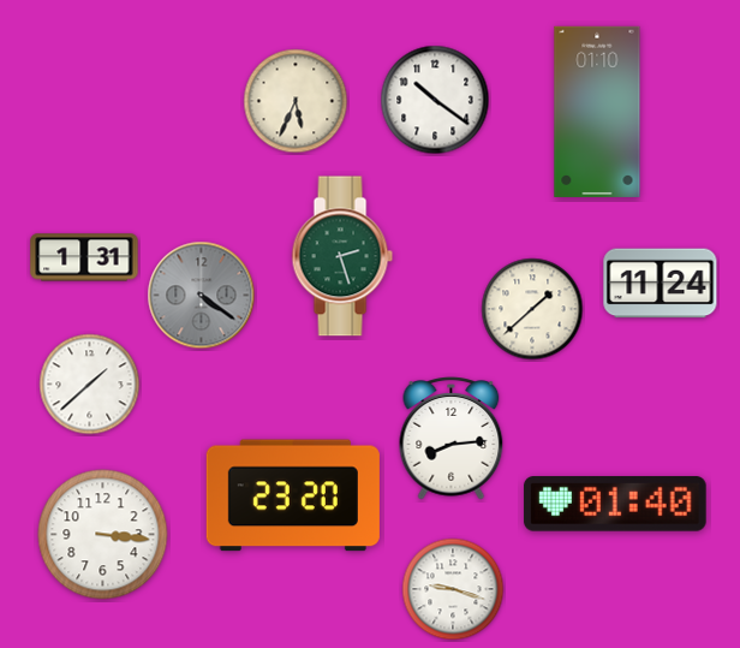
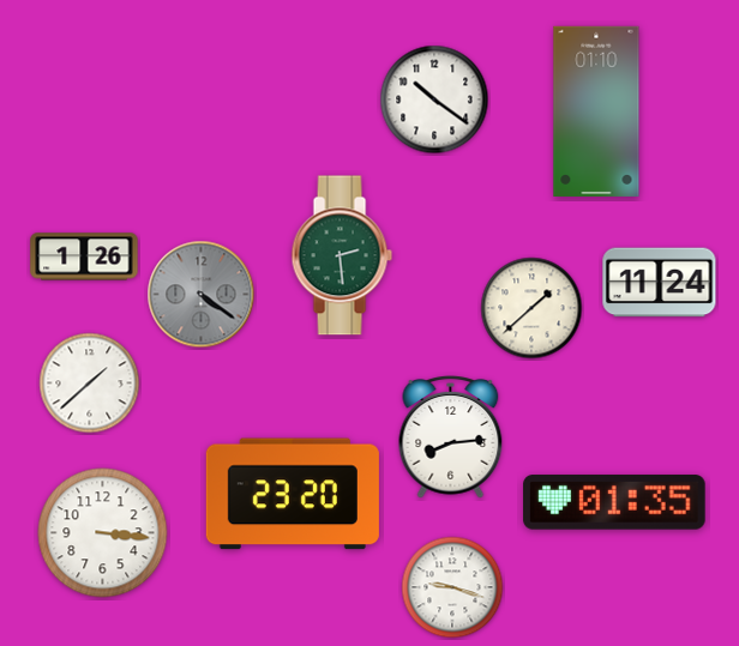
clock at (296, 101): 5:34 -> none
clock at (342, 256): 2:27 -> 2:29
clock at (84, 257): 1:31 -> 1:26
clock at (615, 504): 01:40 -> 01:35
